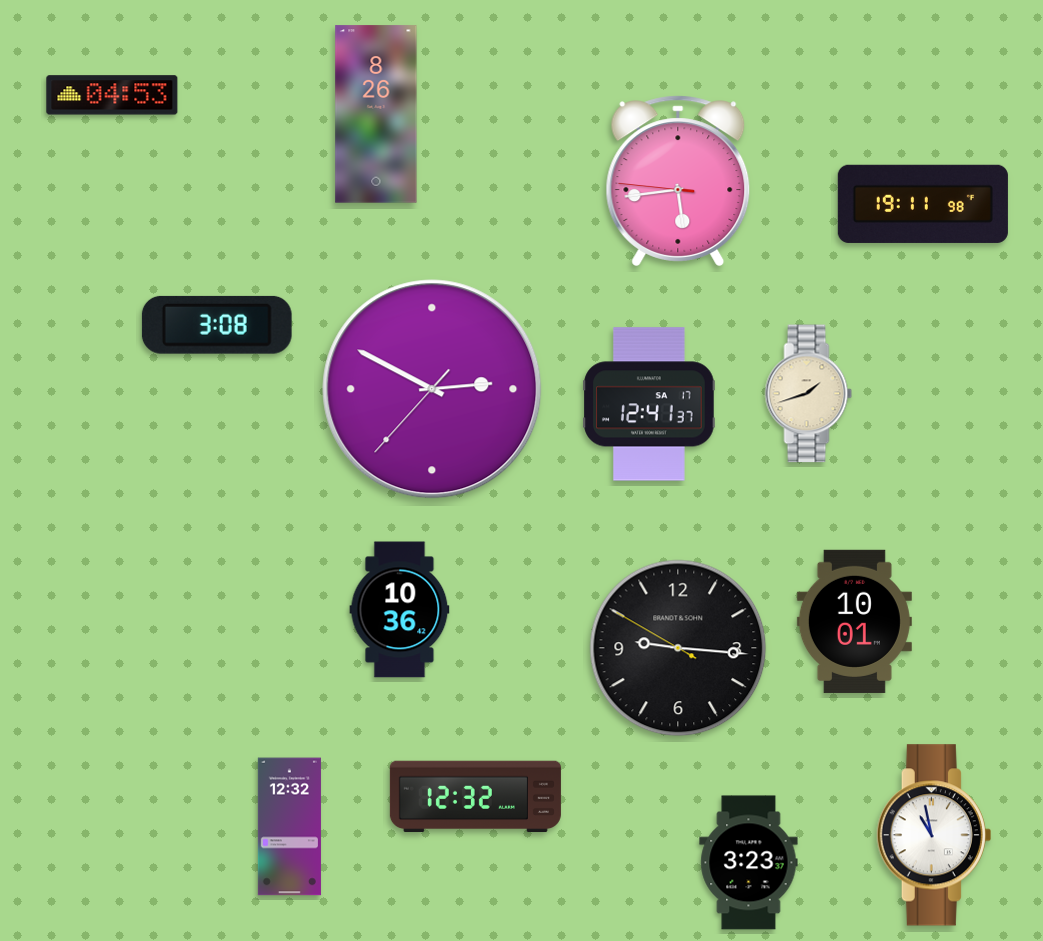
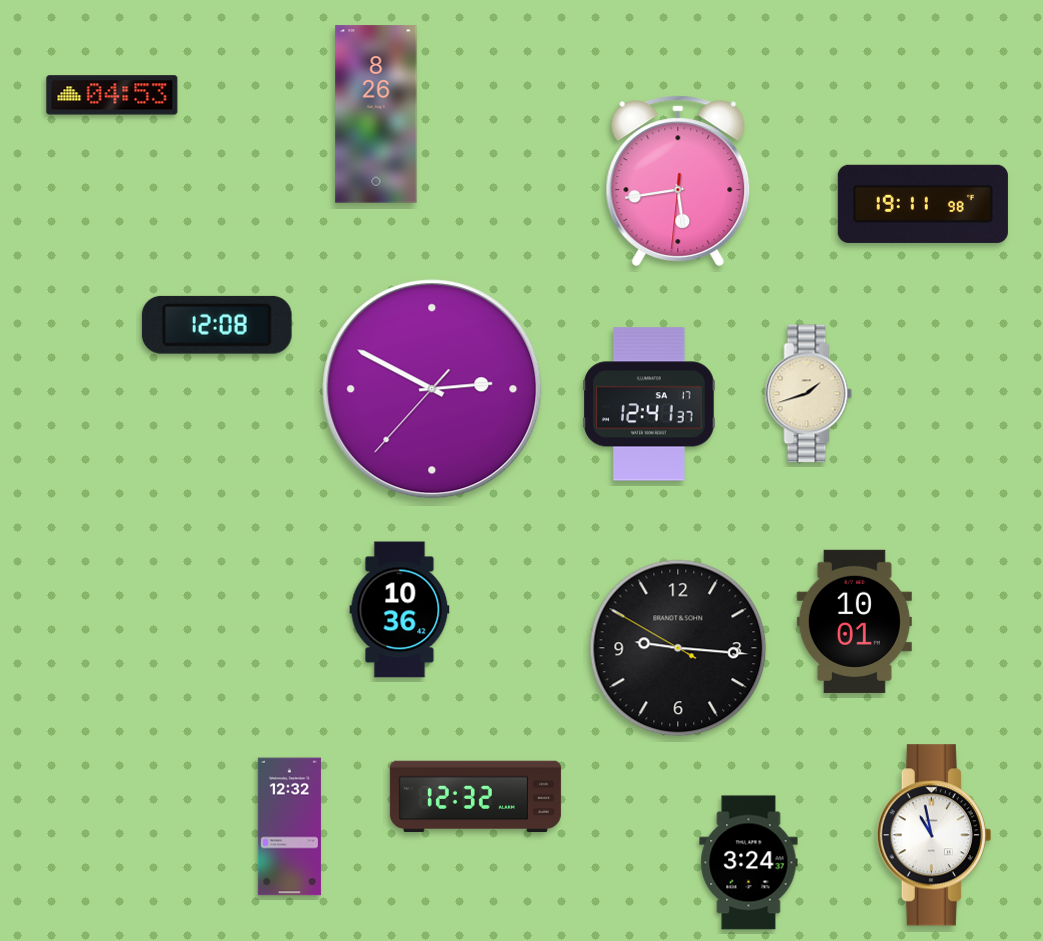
clock at (678, 181): 5:43:46 -> 5:43:31
clock at (217, 325): 3:08 -> 12:08
clock at (749, 863): 3:23 -> 3:24
